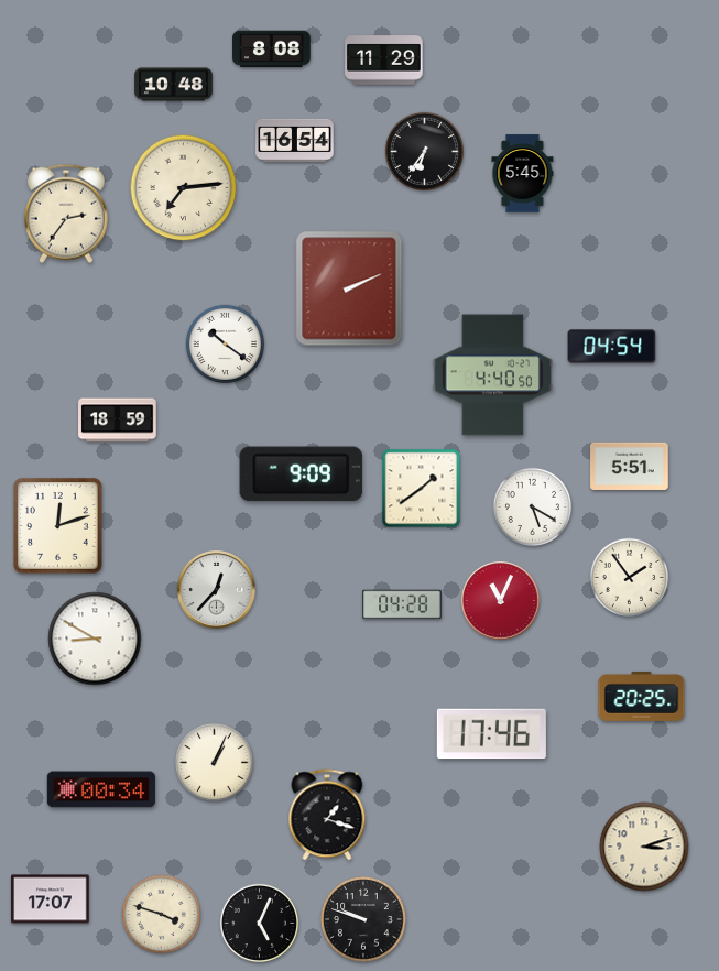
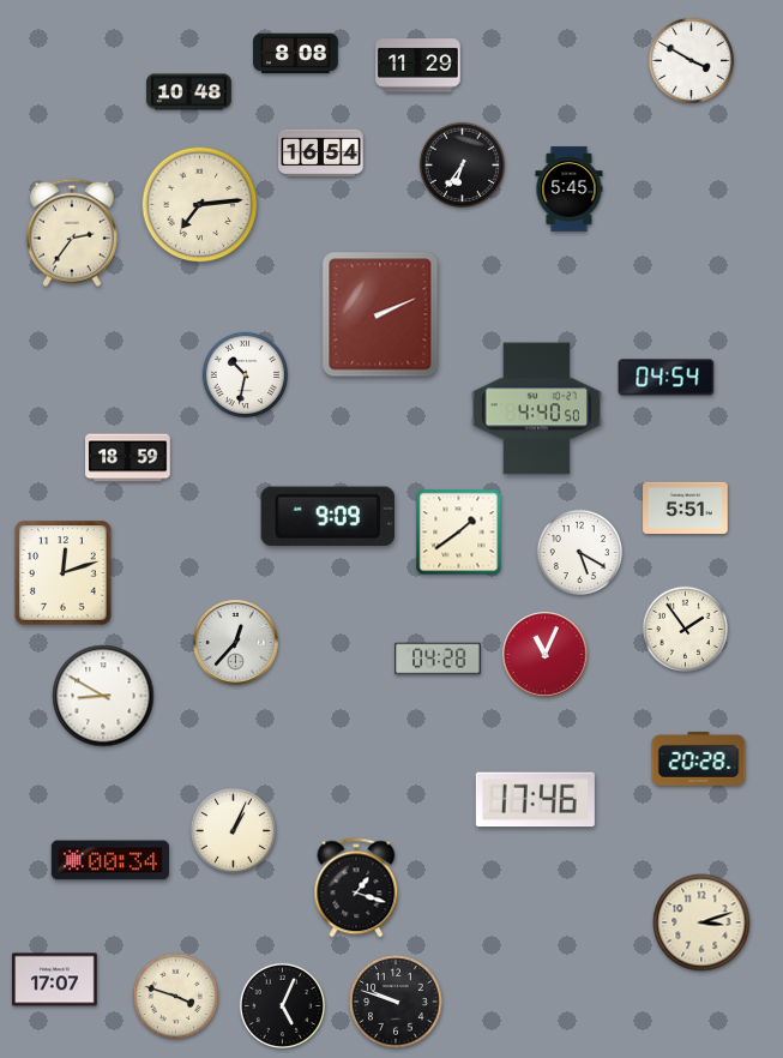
clock at (691, 60): none -> 3:50
clock at (225, 343): 10:21 -> 10:32
clock at (642, 697): 20:25 -> 20:28
